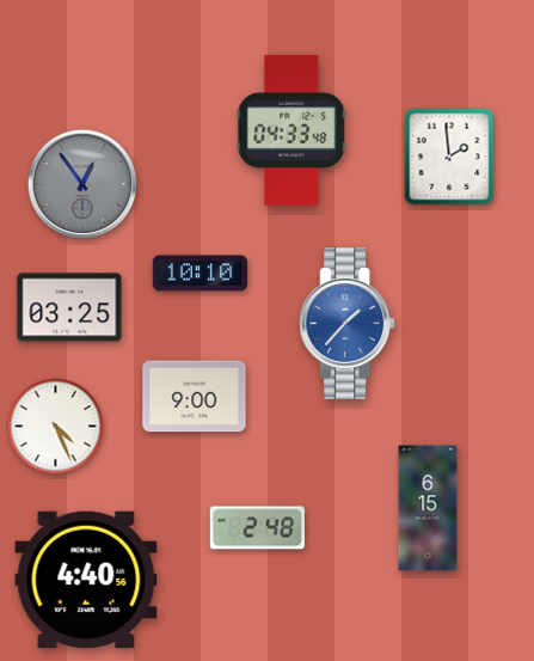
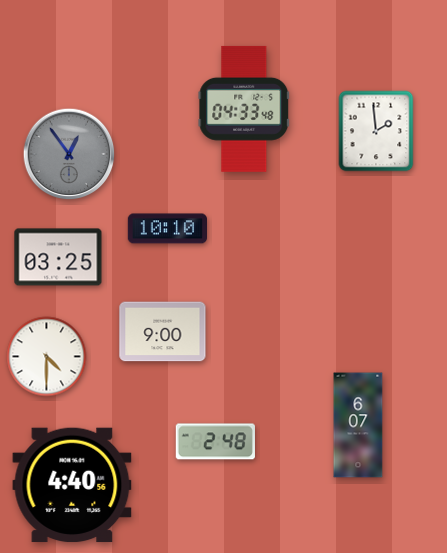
clock at (348, 324): 1:37 -> none
clock at (56, 427): 4:26 -> 4:30
clock at (428, 508): 6:15 -> 6:07
